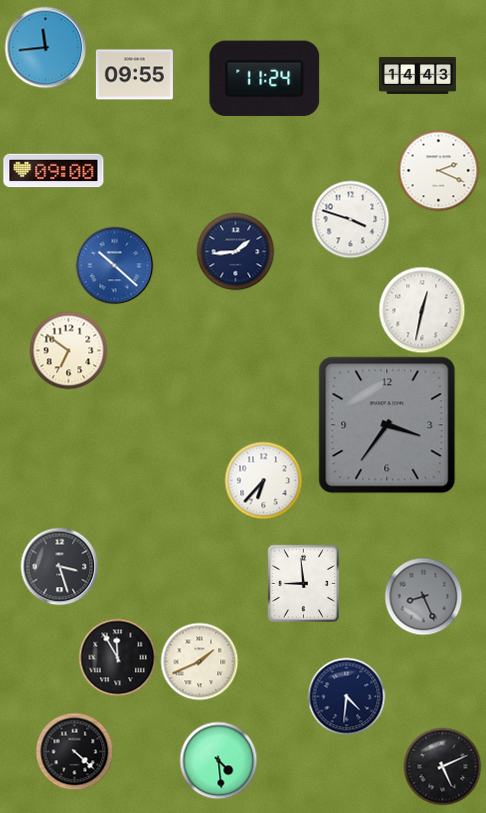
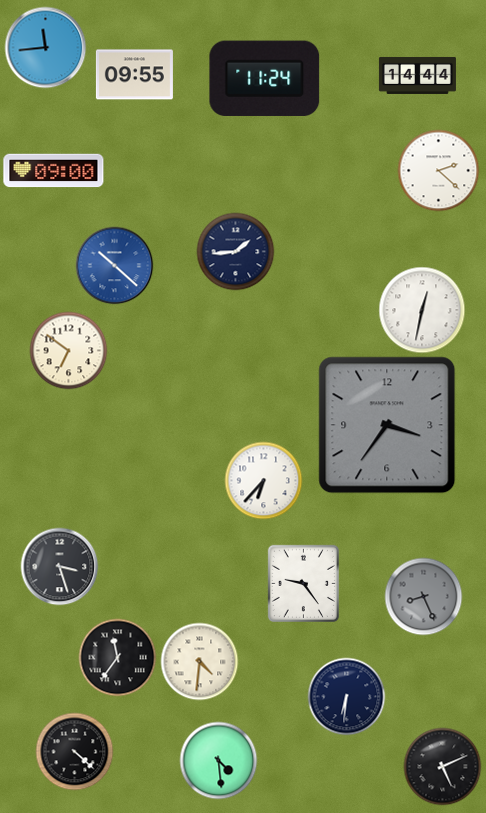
clock at (417, 75): 14:43 -> 14:44
clock at (438, 170): 2:19 -> 2:22
clock at (350, 219): 3:48 -> none
clock at (303, 583): 8:59 -> 9:24
clock at (117, 657): 11:55 -> 11:36
clock at (199, 661): 1:41 -> 4:31
clock at (346, 696): 4:31 -> 6:31
